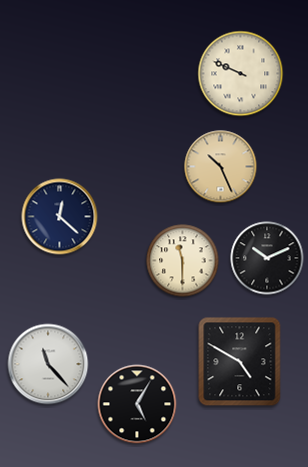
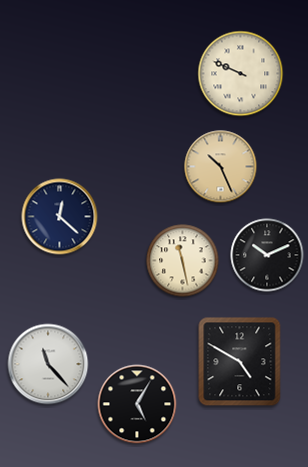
clock at (267, 258) position: (267, 258) -> (267, 255)
clock at (183, 261): 11:30 -> 11:28
